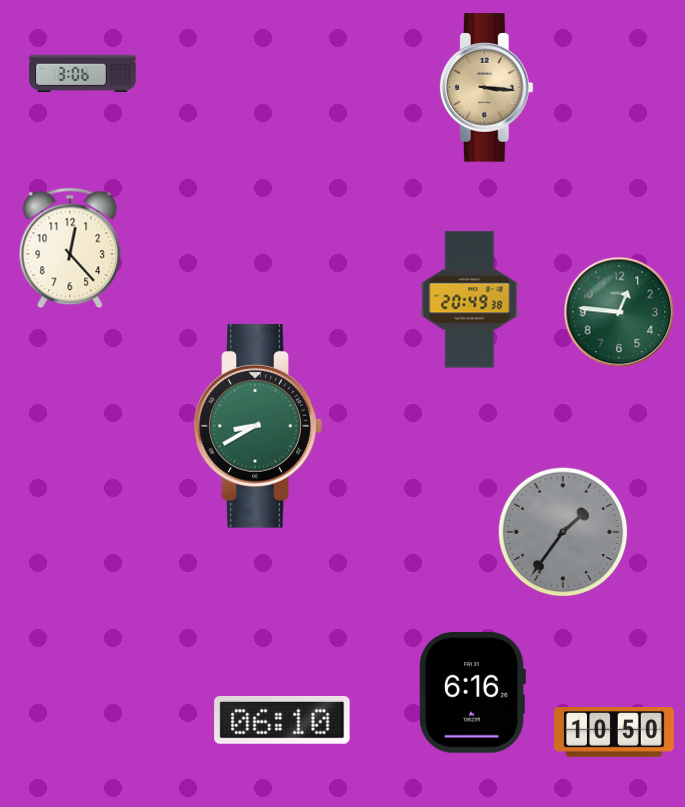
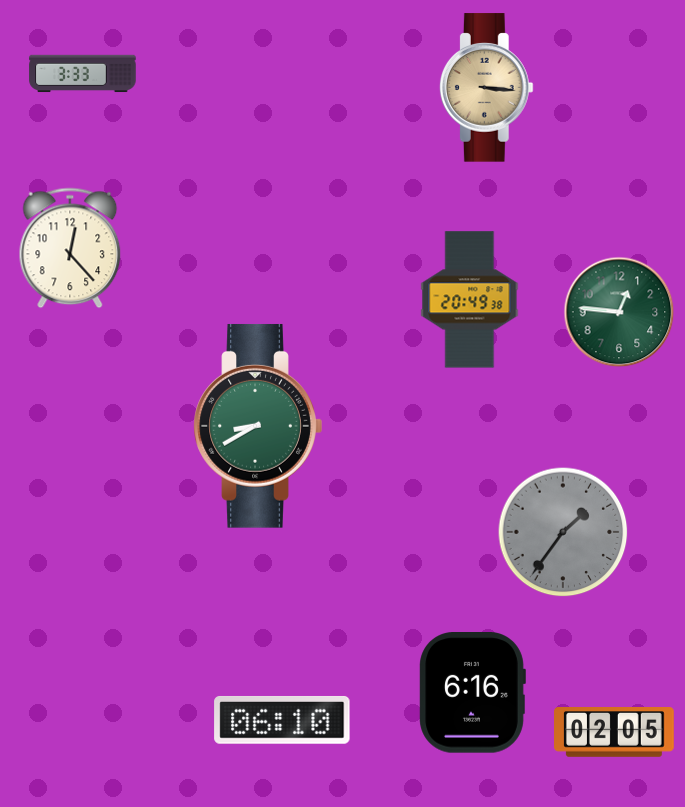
clock at (83, 74): 3:06 -> 3:33
clock at (615, 733): 10:50 -> 02:05
